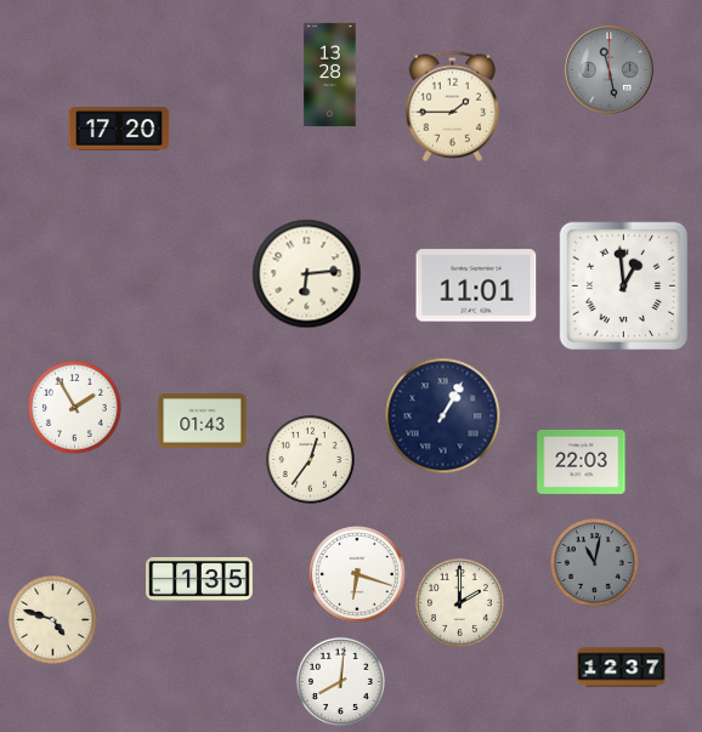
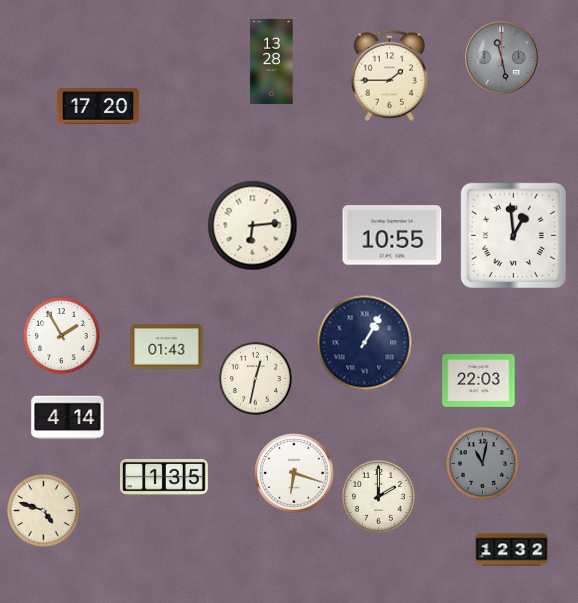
clock at (452, 106) position: (452, 106) -> (389, 75)
clock at (476, 285): 11:01 -> 10:55
clock at (310, 459): 12:36 -> 12:32
clock at (68, 418): none -> 4:14
clock at (594, 562) position: (594, 562) -> (482, 463)
clock at (622, 668): 12:37 -> 12:32
clock at (340, 681): 8:01 -> none
